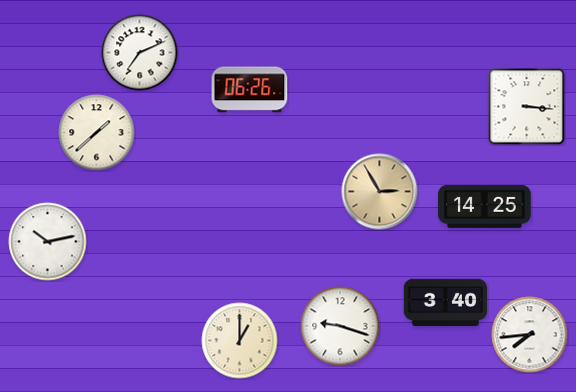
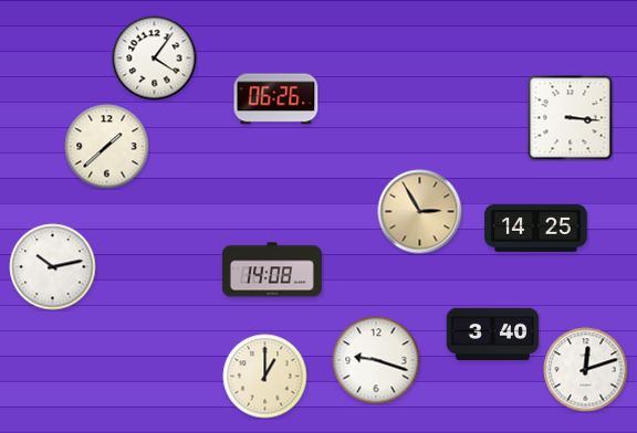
clock at (140, 53): 7:11 -> 4:06
clock at (527, 107) position: (527, 107) -> (571, 118)
clock at (272, 270): none -> 14:08
clock at (530, 335): 7:44 -> 12:12
